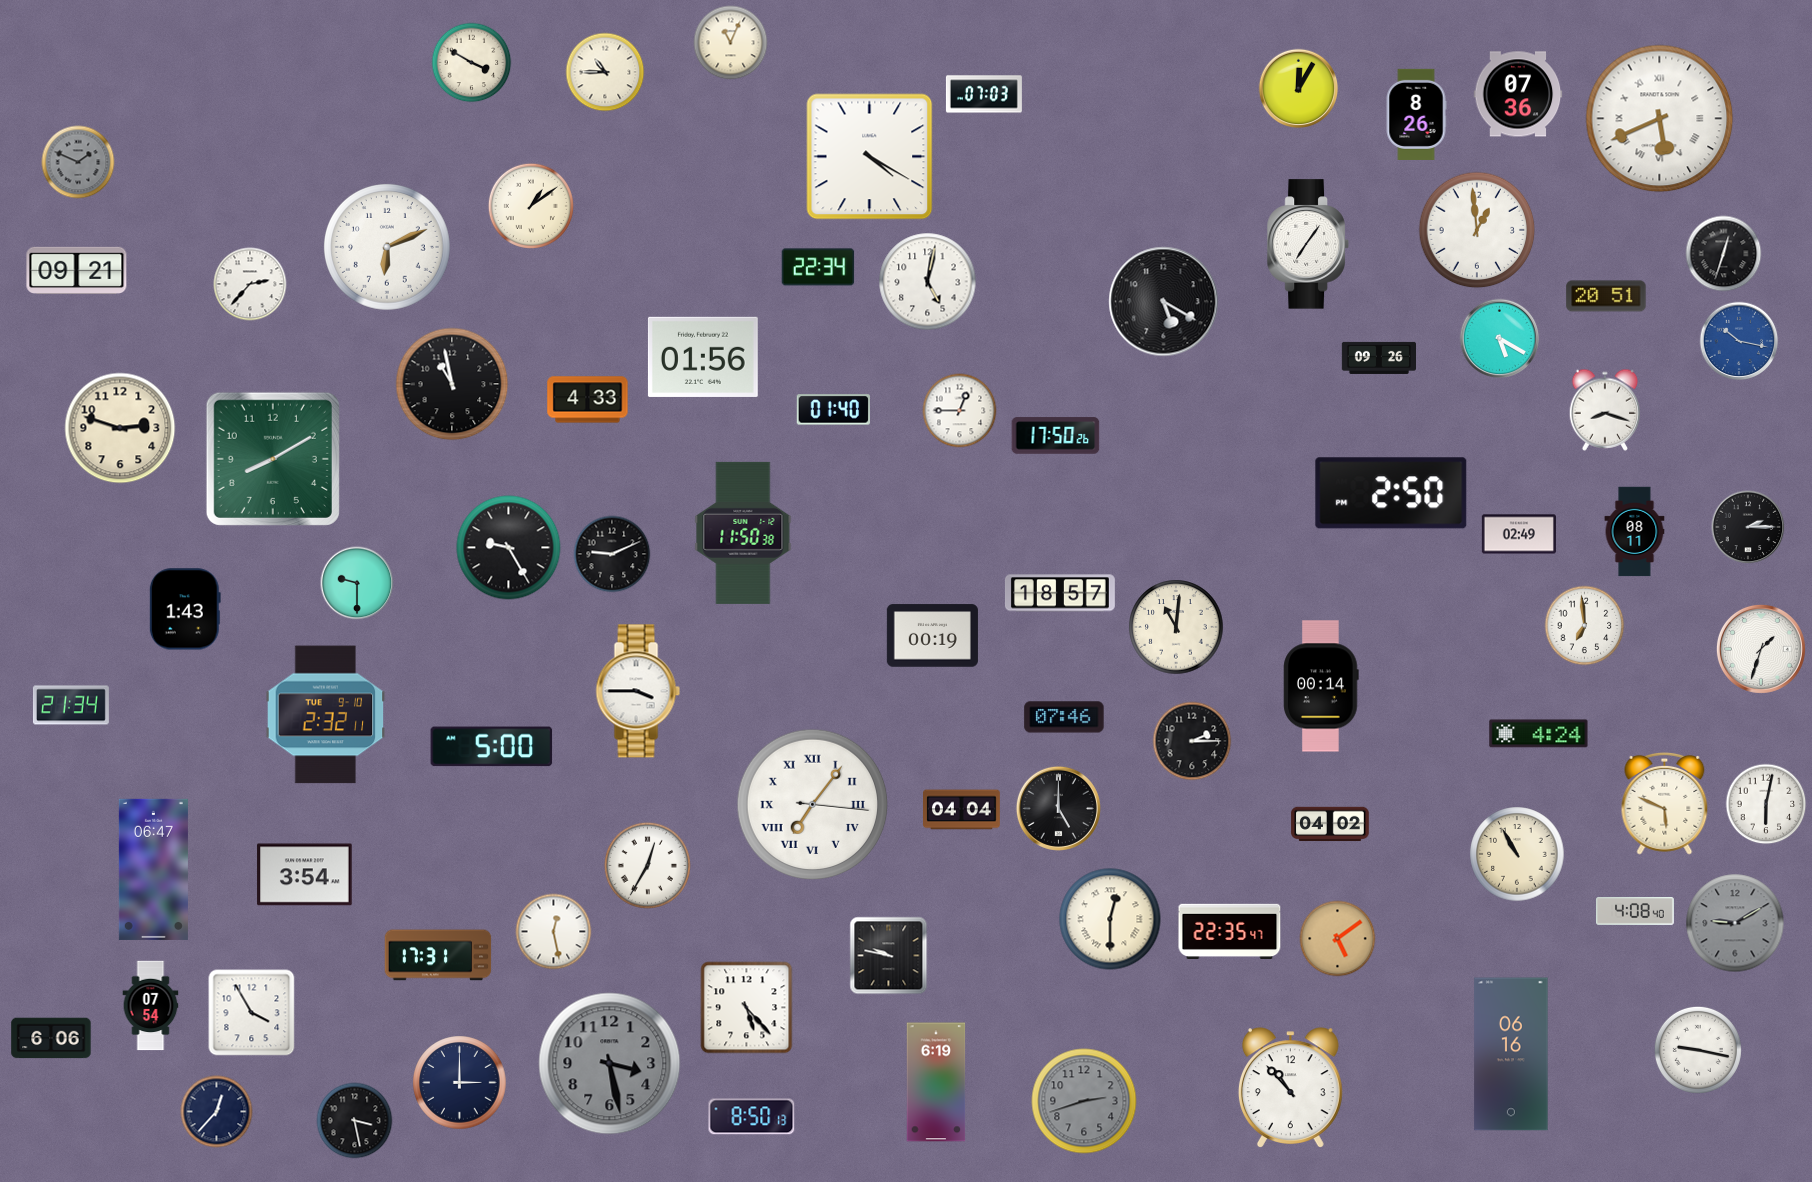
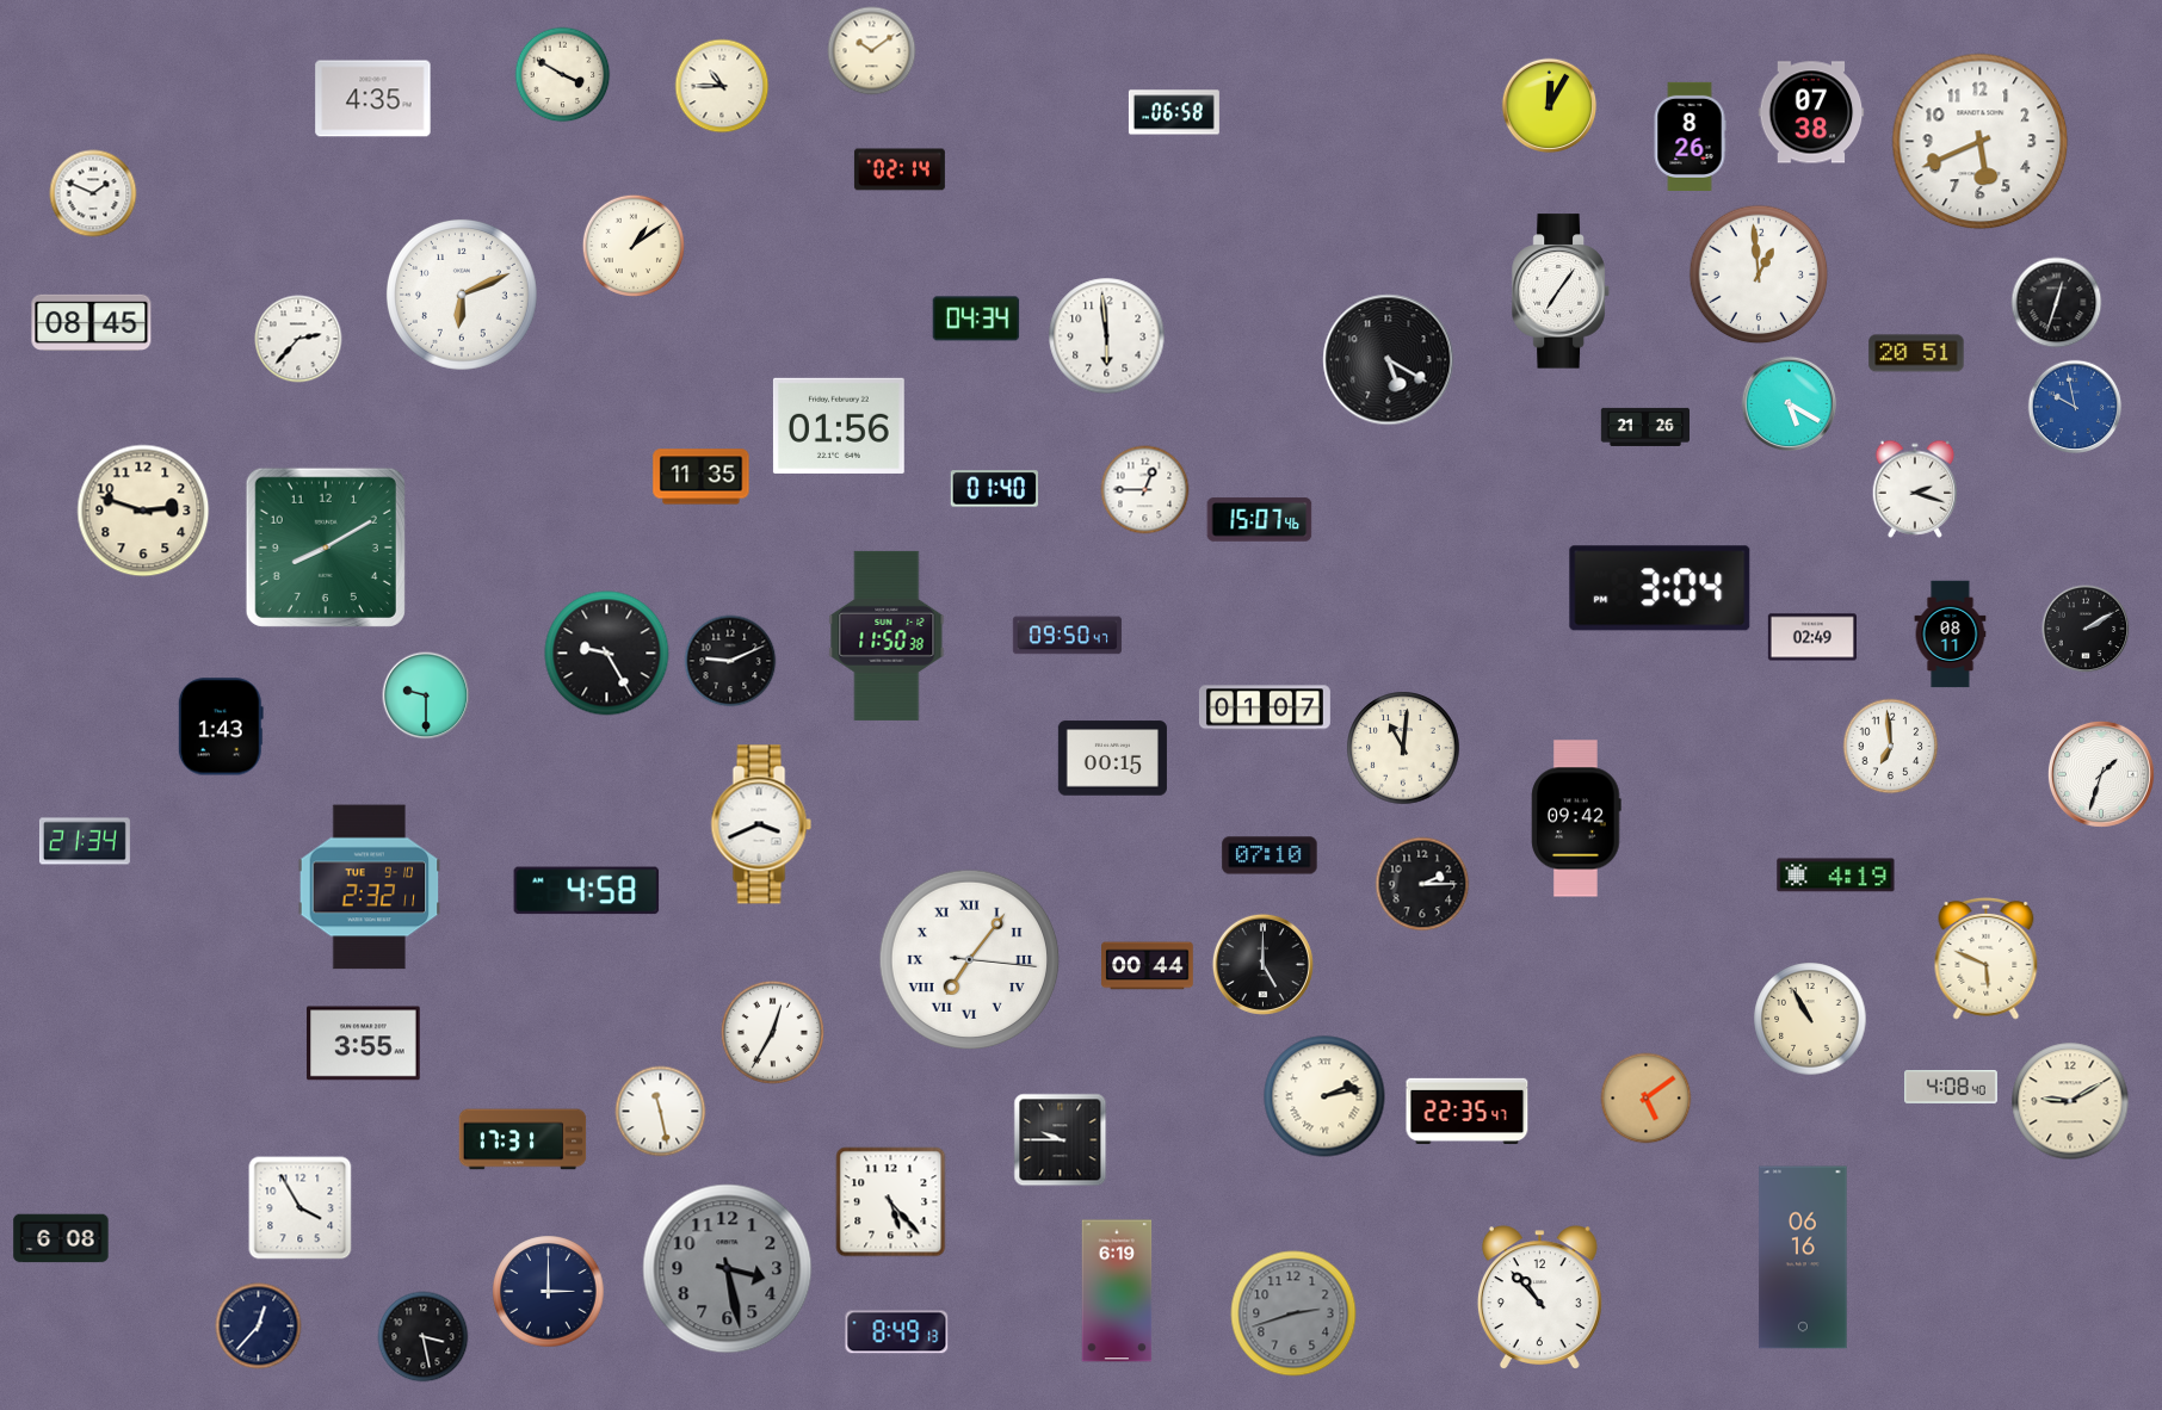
clock at (731, 43): 11:04 -> 10:09
clock at (373, 99): none -> 4:35
clock at (984, 94): 07:03 -> 06:58
clock at (1518, 94): 07:36 -> 07:38
clock at (1660, 119) numerals: Roman -> Arabic
clock at (900, 169): none -> 02:14
clock at (870, 157): 4:20 -> none
clock at (78, 162) dial: grey -> white
clock at (1477, 230) position: (1477, 230) -> (1759, 274)
clock at (818, 267): 22:34 -> 04:34
clock at (77, 270): 09:21 -> 08:45
clock at (928, 282): 5:02 -> 5:59
clock at (1739, 341): 10:17 -> 9:58
clock at (1378, 358): 09:26 -> 21:26
clock at (452, 384): 10:58 -> none
clock at (588, 400): 4:33 -> 11:35
clock at (1605, 410): 8:18 -> 2:18
clock at (1056, 436): 17:50 -> 15:07
clock at (1391, 493): 2:50 -> 3:04
clock at (1748, 527): 2:15 -> 2:10
clock at (1067, 636): none -> 09:50
clock at (1060, 593): 18:57 -> 01:07
clock at (932, 636): 00:19 -> 00:15
clock at (1321, 686): 00:14 -> 09:42
clock at (638, 691): 3:45 -> 3:41
clock at (326, 715) position: (326, 715) -> (370, 888)
clock at (1064, 717): 07:46 -> 07:10
clock at (1539, 734): 4:24 -> 4:19
clock at (492, 747): 5:00 -> 4:58
clock at (1766, 804): 6:02 -> none
clock at (962, 810): 04:04 -> 00:44
clock at (1330, 824): 04:02 -> none
clock at (153, 869): 06:47 -> none
clock at (305, 875): 3:54 -> 3:55
clock at (1110, 919): 12:30 -> 2:13
clock at (1735, 923) dial: grey -> cream
clock at (554, 932): 12:28 -> 11:28
clock at (1338, 939) position: (1338, 939) -> (1647, 1099)
clock at (889, 956): 9:47 -> 9:45
clock at (151, 1006): 07:54 -> none
clock at (51, 1038): 6:06 -> 6:08
clock at (1698, 1050): 9:17 -> none
clock at (752, 1117): 8:50 -> 8:49
